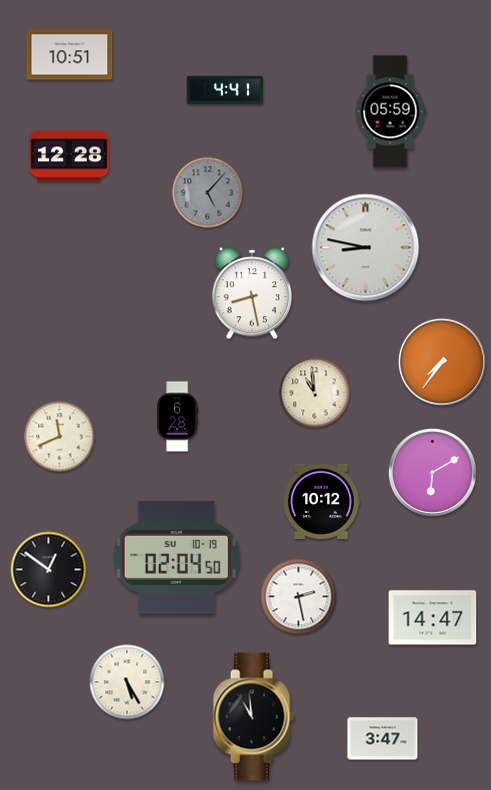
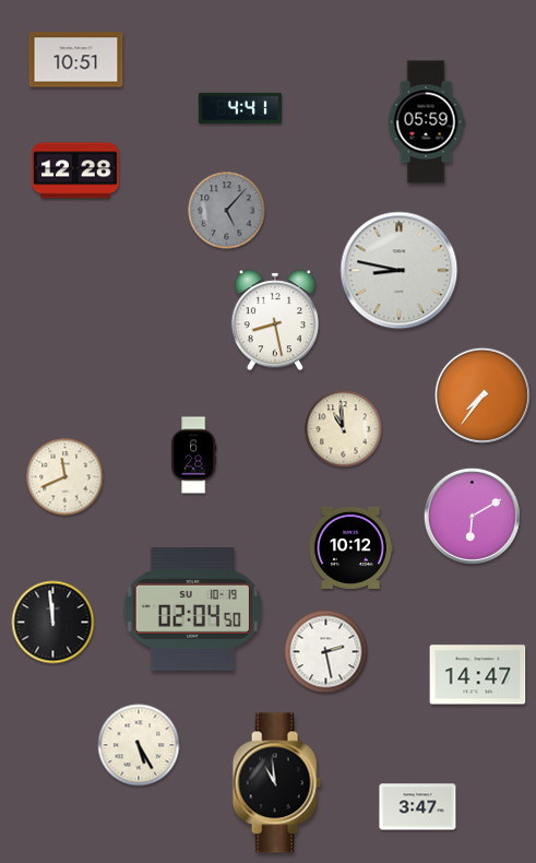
clock at (224, 90) position: (224, 90) -> (239, 108)
clock at (49, 570): 12:51 -> 11:59
clock at (433, 618) position: (433, 618) -> (478, 675)
